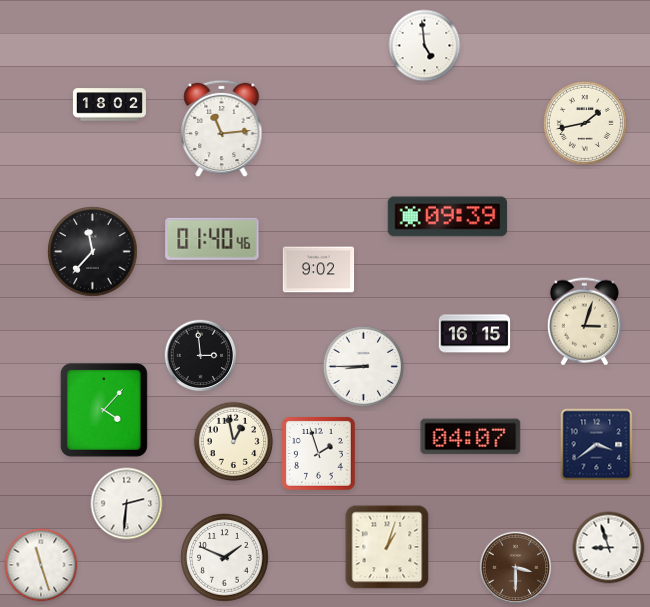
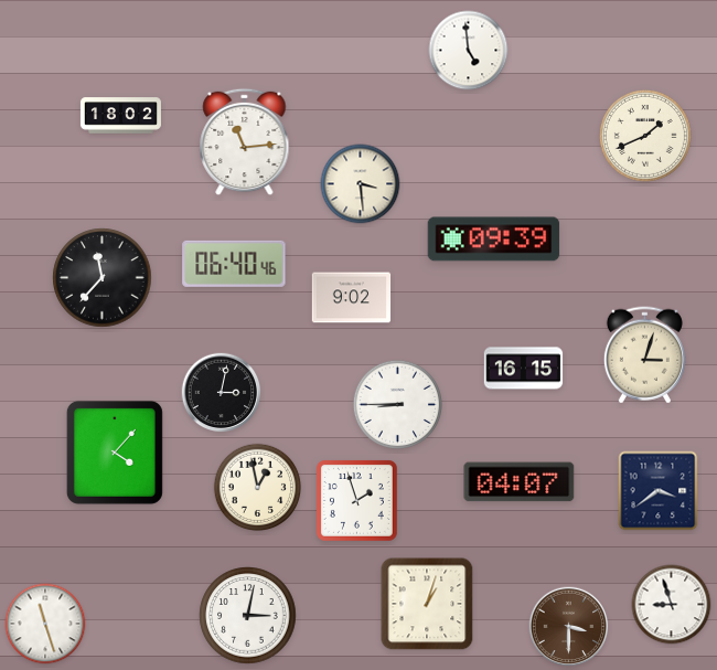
clock at (585, 123): 1:43 -> 1:41
clock at (361, 184): none -> 3:29
clock at (212, 239): 01:40 -> 06:40
clock at (201, 356): 2:59 -> 3:02
clock at (363, 366) position: (363, 366) -> (397, 404)
clock at (318, 453) position: (318, 453) -> (356, 500)
clock at (127, 504): 2:31 -> none
clock at (225, 558): 1:49 -> 3:02
